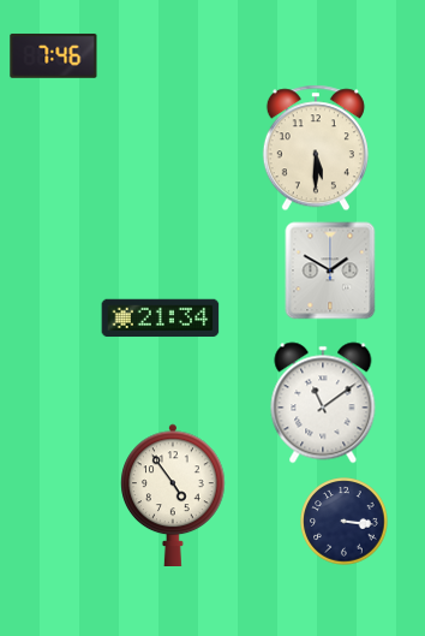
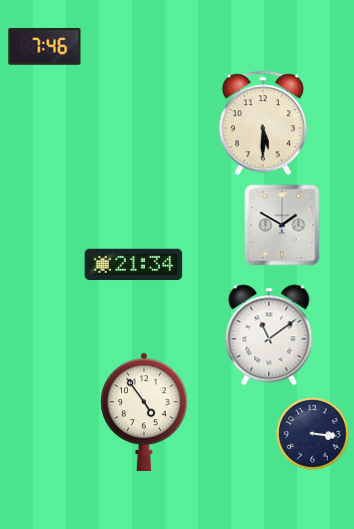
clock at (330, 271) position: (330, 271) -> (282, 225)
clock at (345, 522) position: (345, 522) -> (313, 434)
